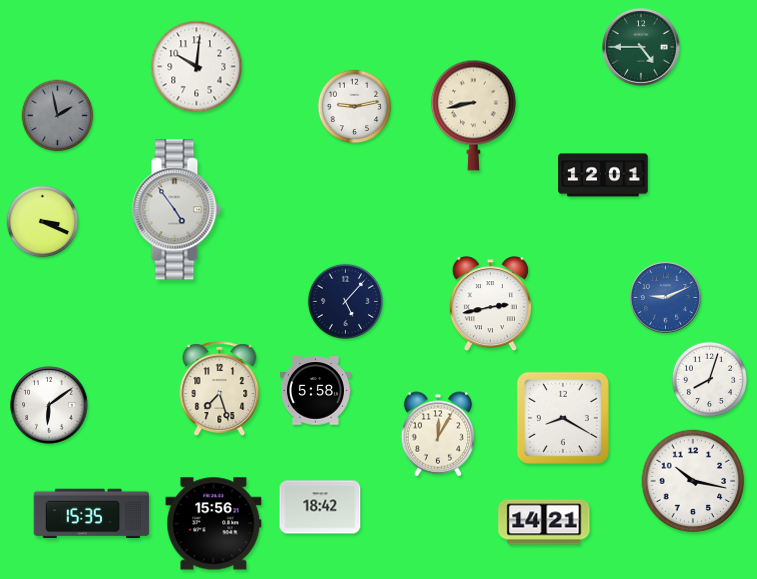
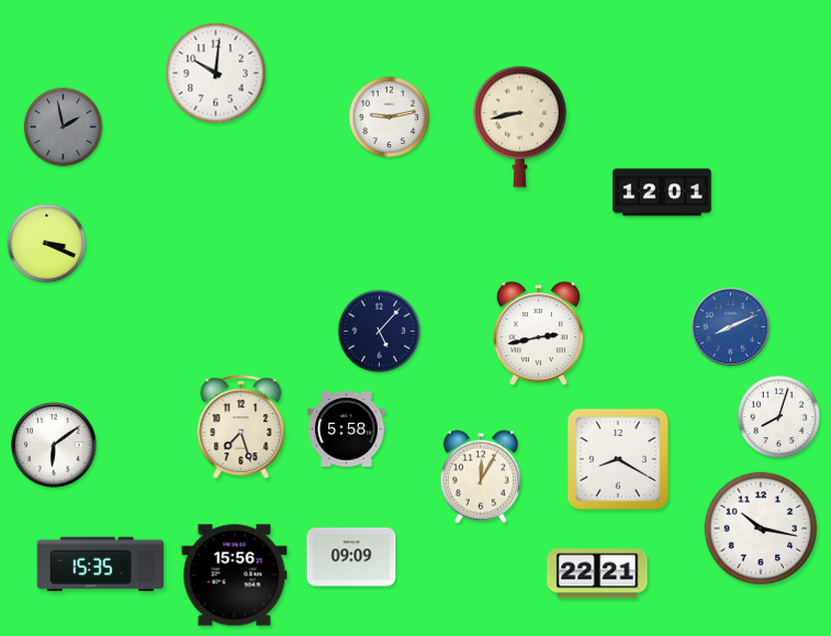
clock at (641, 47): 4:45 -> none
clock at (176, 210): 4:54 -> none
clock at (665, 297): 9:11 -> 8:11
clock at (320, 507): 18:42 -> 09:09
clock at (544, 522): 14:21 -> 22:21
